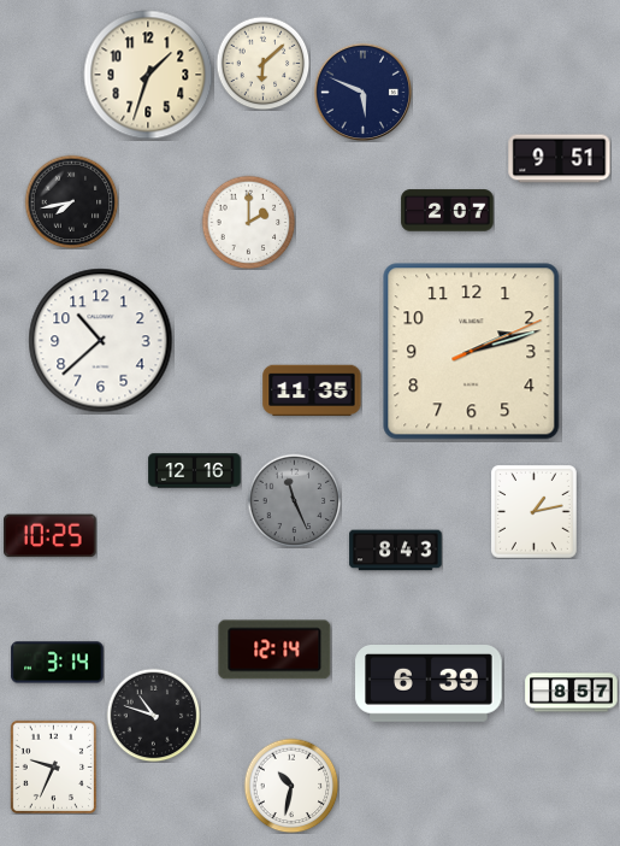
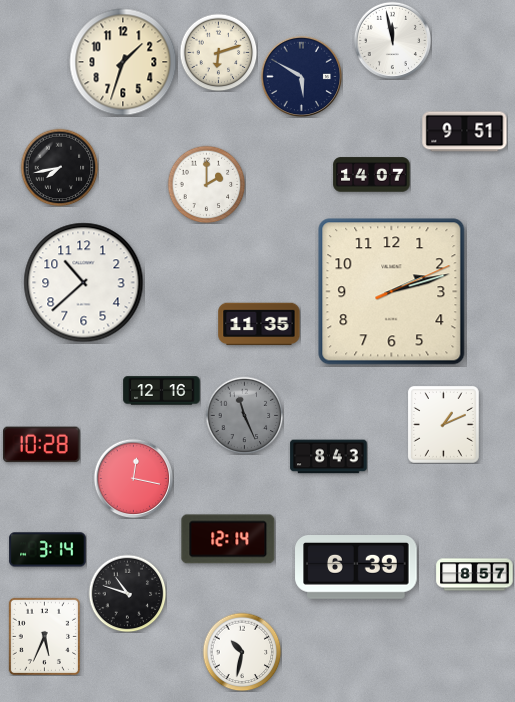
clock at (392, 40): none -> 11:58
clock at (262, 63): 6:08 -> 6:12
clock at (362, 92): 5:49 -> 5:50
clock at (448, 211): 2:07 -> 14:07
clock at (535, 512): 1:13 -> 1:11
clock at (51, 536): 10:25 -> 10:28
clock at (133, 478): none -> 12:17
clock at (53, 766): 9:34 -> 5:34
